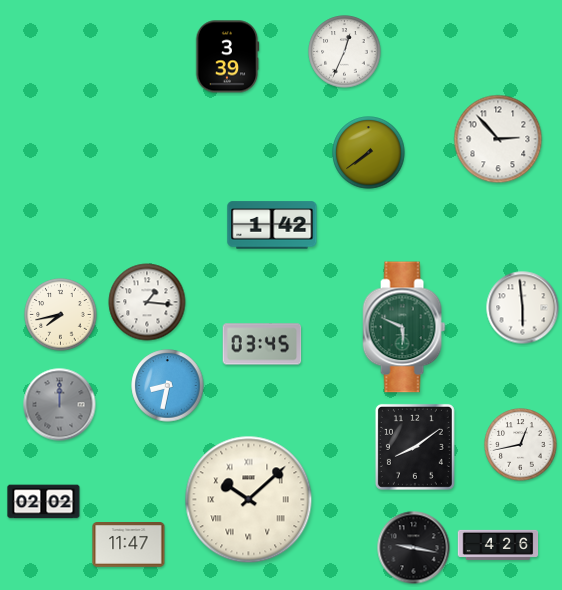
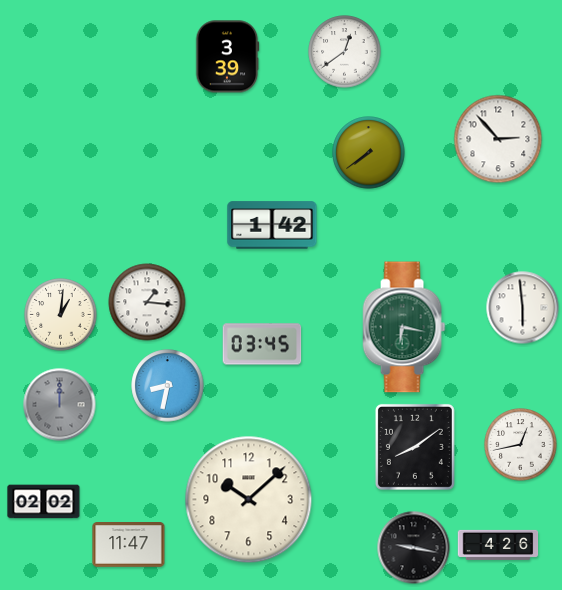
clock at (345, 52): 12:34 -> 12:39
clock at (61, 315): 7:43 -> 1:01
clock at (404, 327): 5:49 -> 6:17
clock at (249, 500) numerals: Roman -> Arabic
